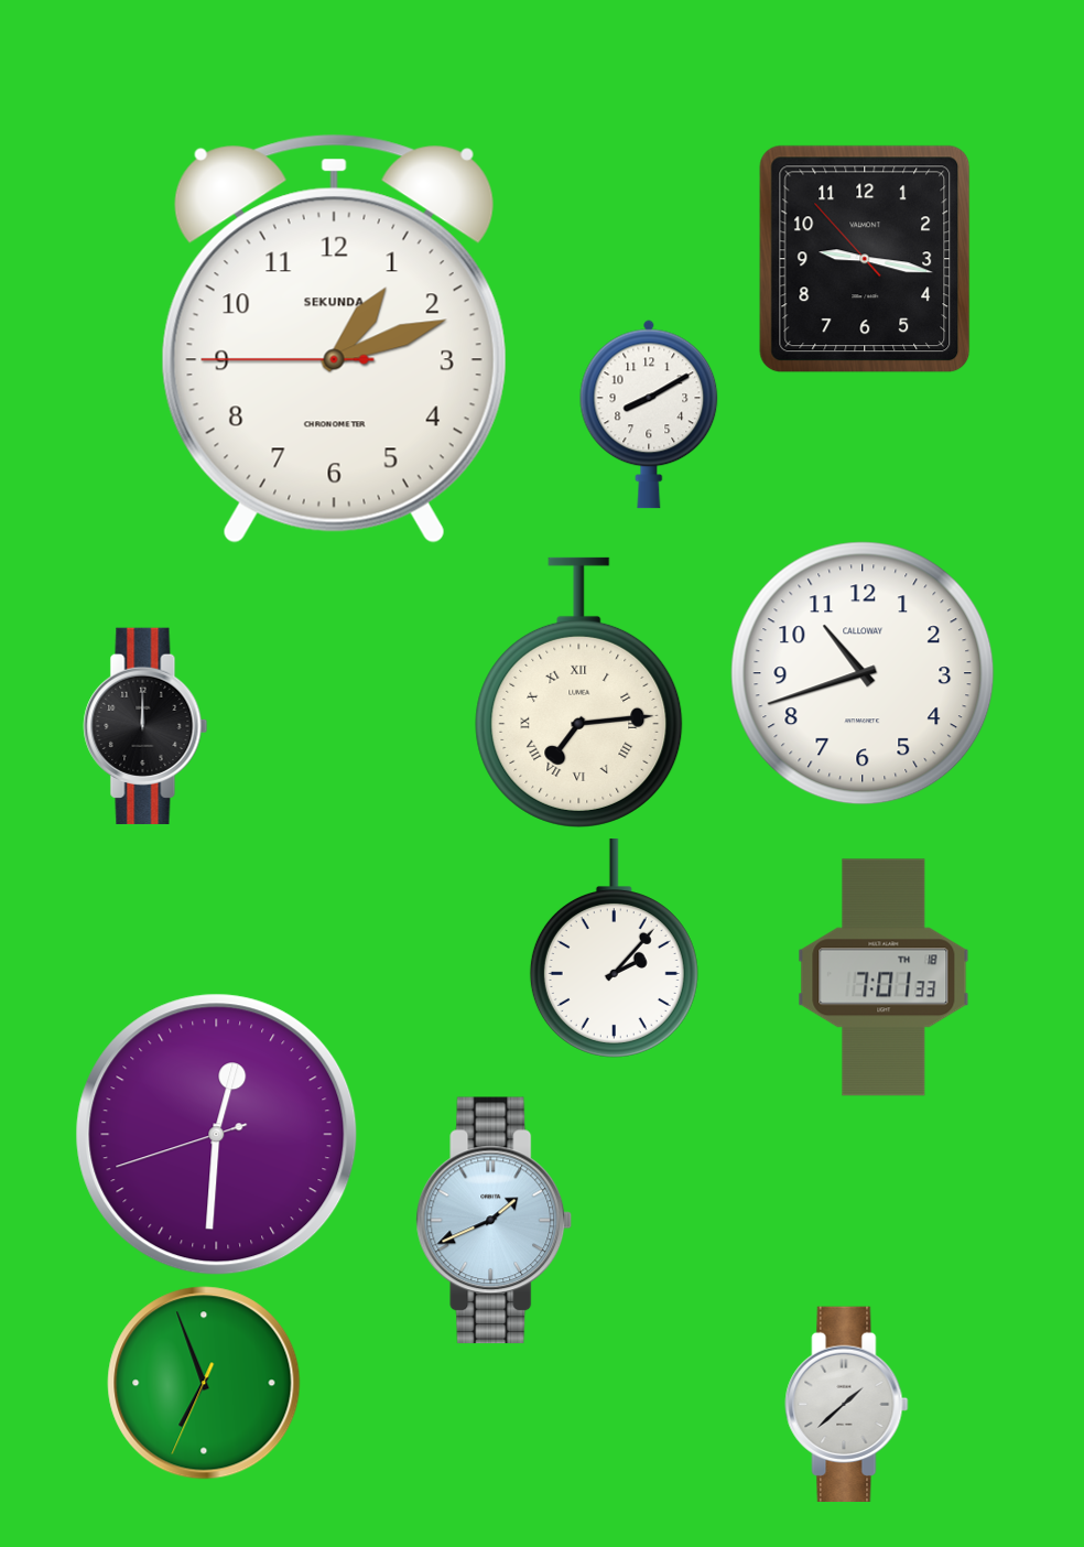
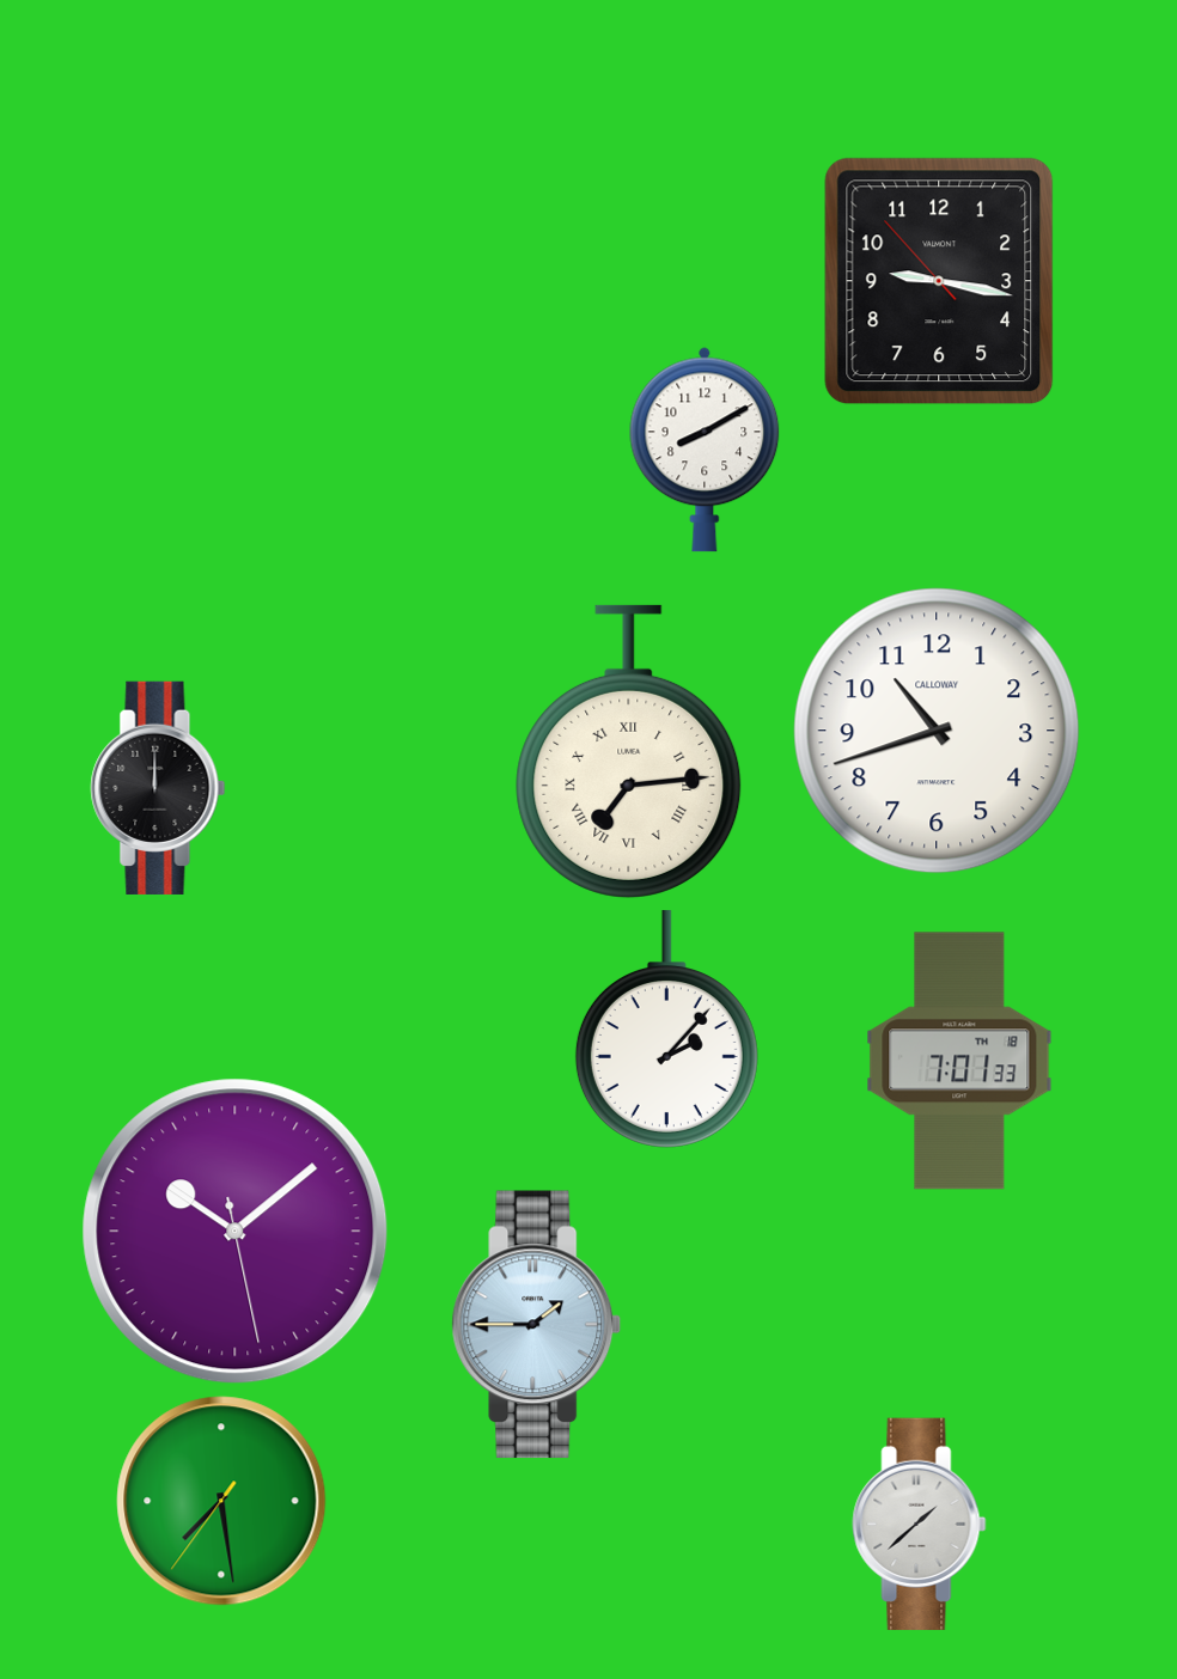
clock at (334, 338): 1:11 -> none
clock at (217, 1135): 12:30 -> 10:08
clock at (495, 1221): 1:41 -> 1:45
clock at (204, 1383): 6:56 -> 7:28
